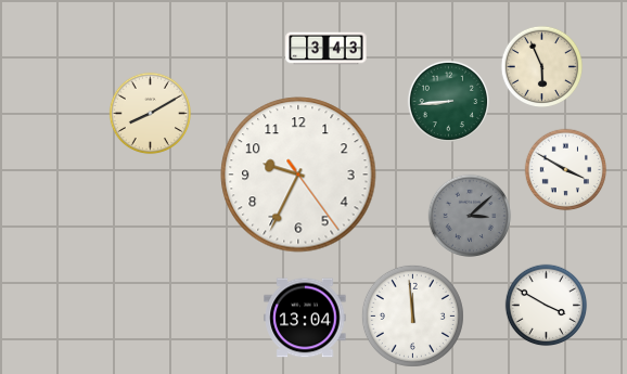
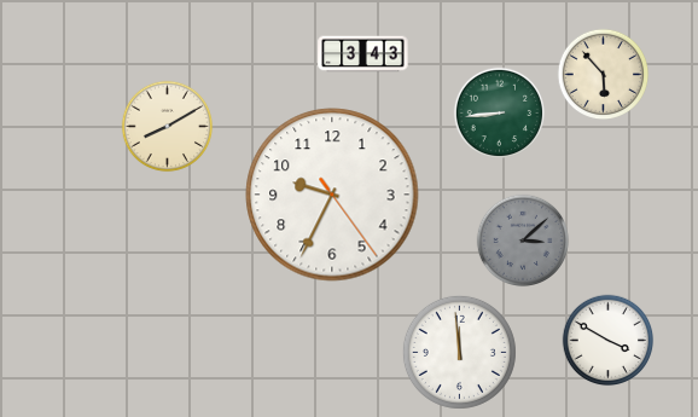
clock at (542, 67): 5:56 -> 5:53
clock at (566, 170): 3:50 -> none
clock at (305, 318): 13:04 -> none
